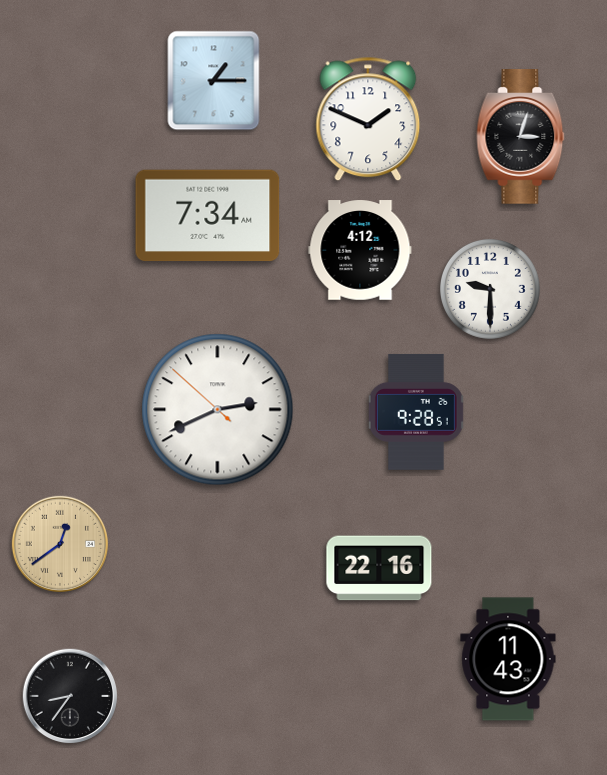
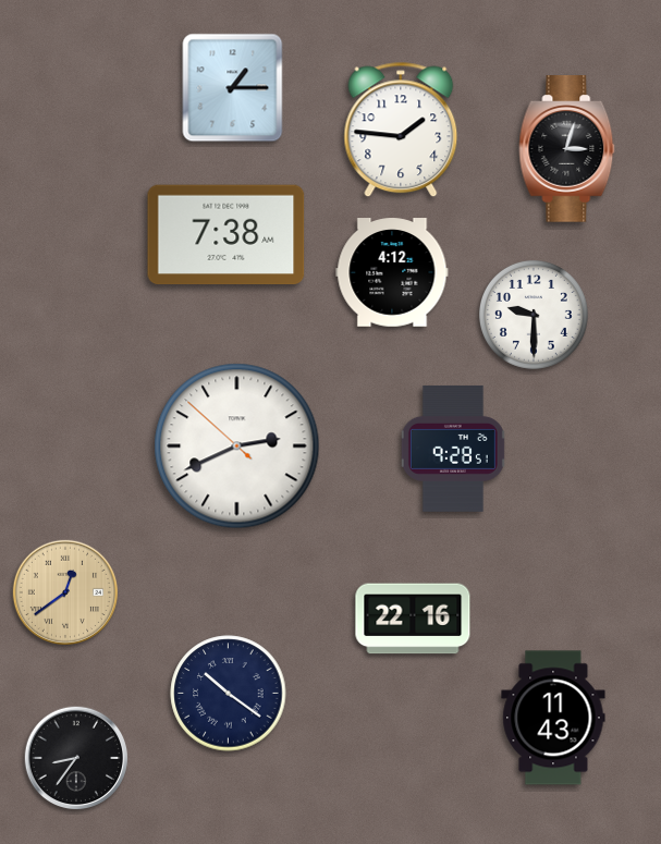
clock at (368, 119): 1:49 -> 1:46
clock at (208, 216): 7:34 -> 7:38
clock at (229, 694): none -> 10:21
